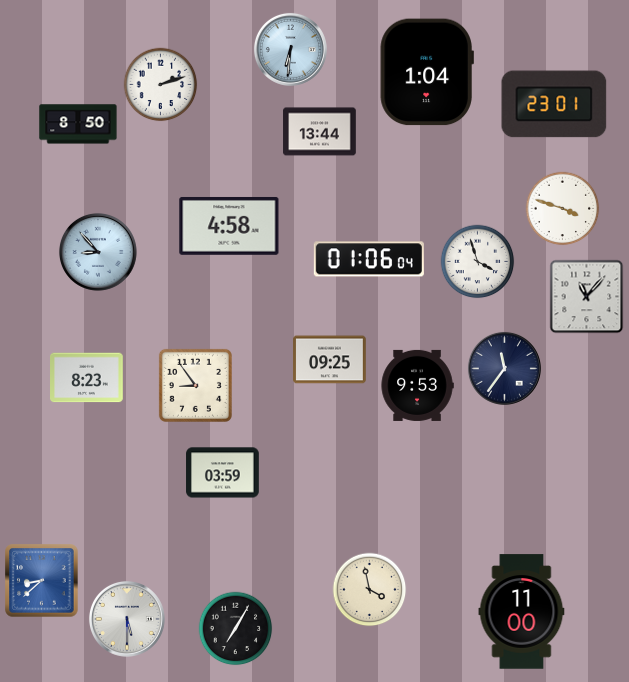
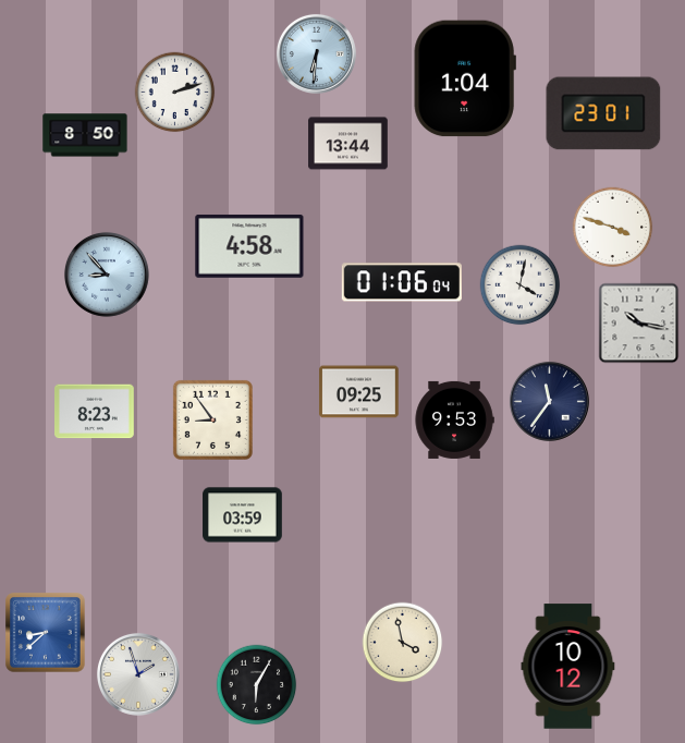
clock at (478, 262): 3:57 -> 4:02
clock at (587, 297): 11:07 -> 10:17
clock at (522, 612): 11:00 -> 10:12
clock at (127, 619): 5:30 -> 1:57
clock at (236, 629): 7:05 -> 6:05
